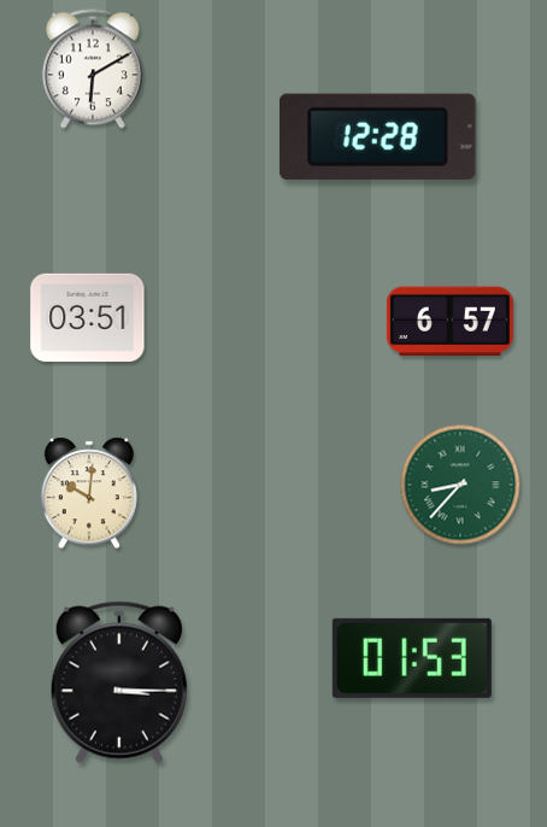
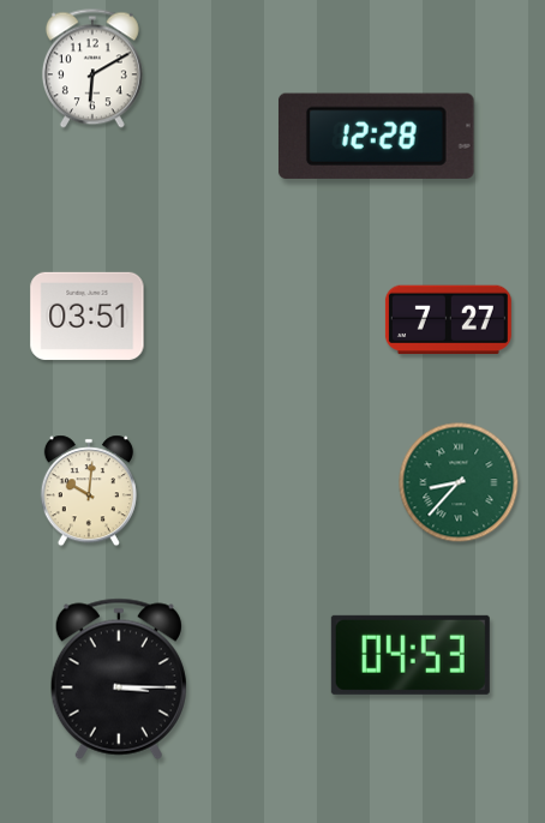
clock at (449, 322): 6:57 -> 7:27
clock at (412, 658): 01:53 -> 04:53
